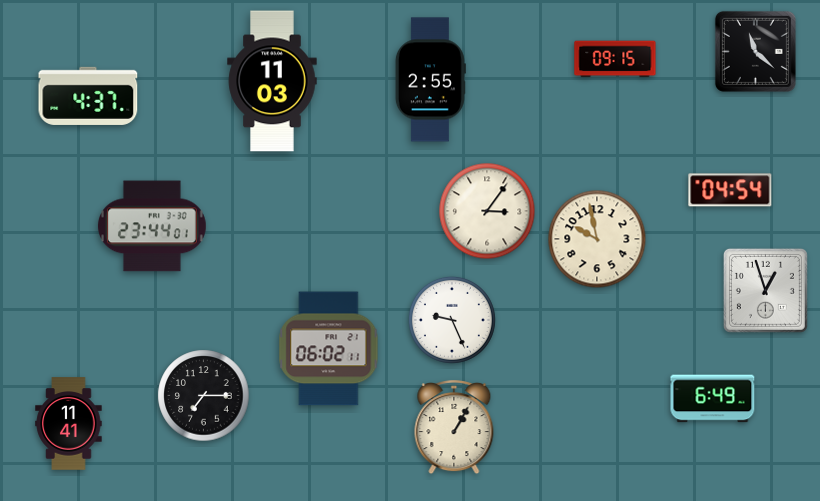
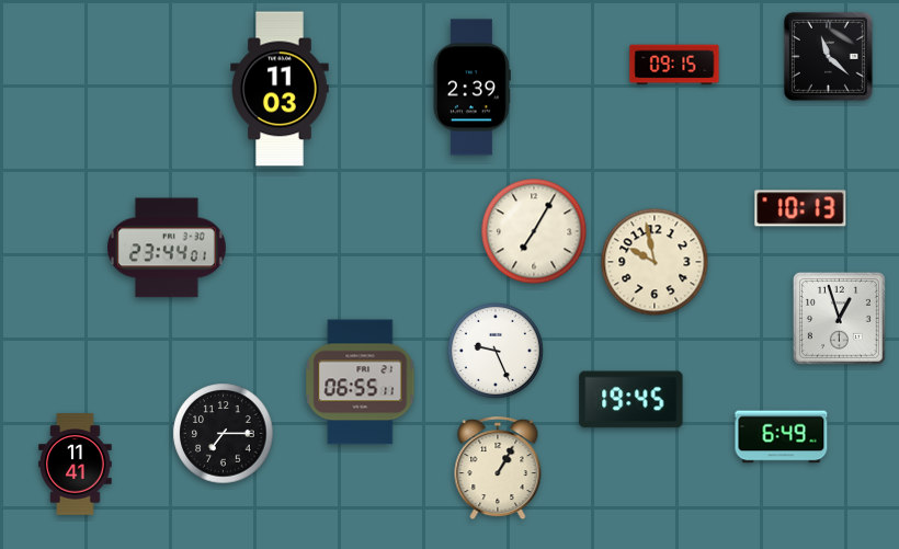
clock at (430, 80): 2:55 -> 2:39
clock at (272, 81) position: (272, 81) -> (280, 89)
clock at (88, 96): 4:37 -> none
clock at (730, 190): 04:54 -> 10:13
clock at (487, 211): 3:06 -> 7:05
clock at (329, 349): 06:02 -> 06:55
clock at (631, 400): none -> 19:45
